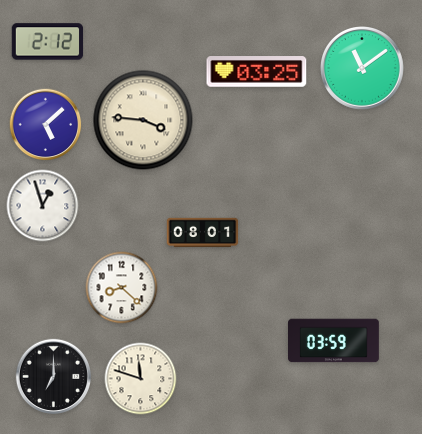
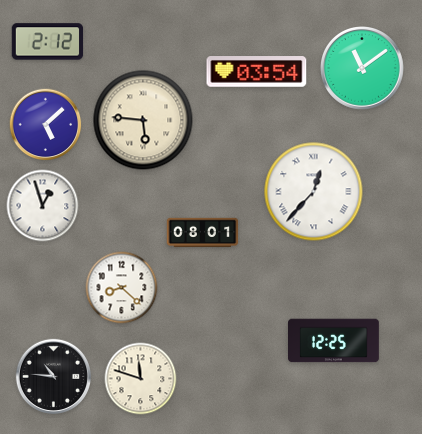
clock at (257, 72): 03:25 -> 03:54
clock at (143, 120): 3:46 -> 5:46
clock at (314, 192): none -> 12:37
clock at (334, 341): 03:59 -> 12:25
clock at (53, 376): 7:00 -> 10:46
